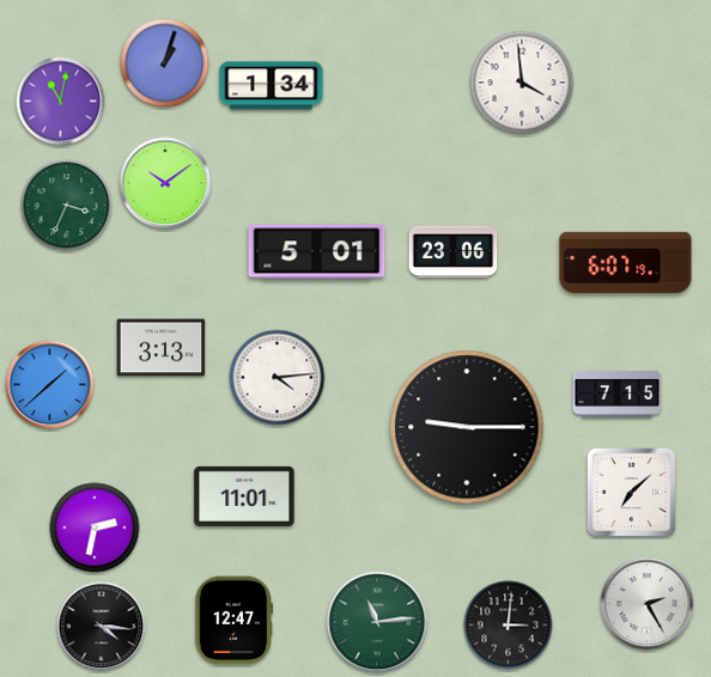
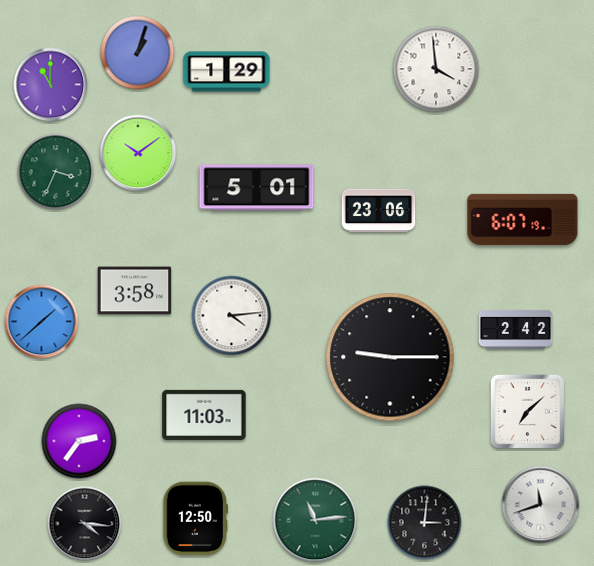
clock at (272, 86): 1:34 -> 1:29
clock at (61, 102): 11:02 -> 11:00
clock at (317, 252) position: (317, 252) -> (257, 188)
clock at (162, 348): 3:13 -> 3:58
clock at (618, 394): 7:15 -> 2:42
clock at (244, 496): 11:01 -> 11:03
clock at (95, 527): 2:32 -> 2:36
clock at (648, 604): 2:25 -> 11:42
clock at (235, 621): 12:47 -> 12:50
